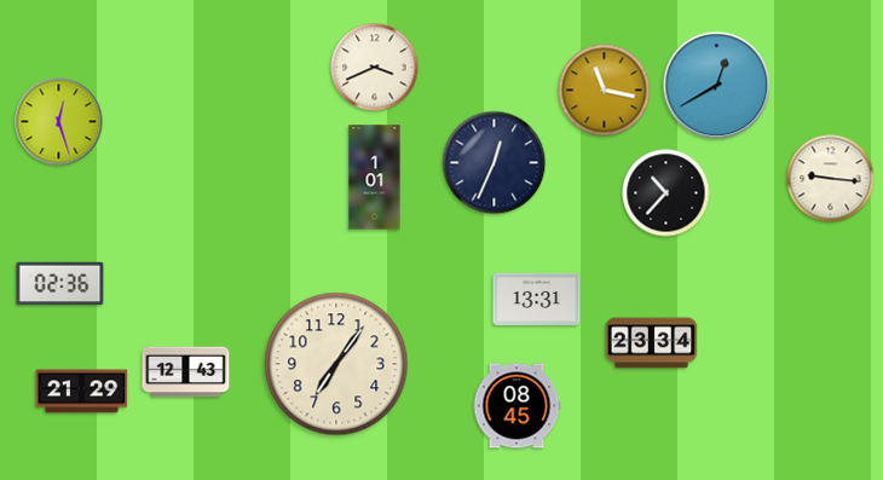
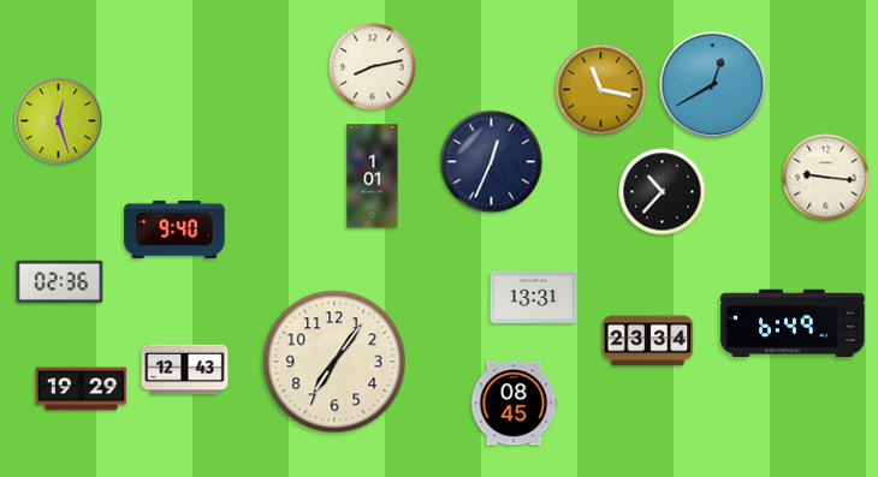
clock at (375, 68): 3:41 -> 8:13
clock at (174, 229): none -> 9:40
clock at (793, 323): none -> 6:49
clock at (82, 392): 21:29 -> 19:29
